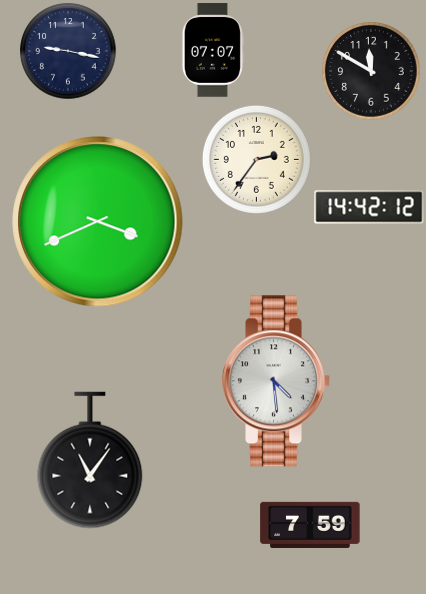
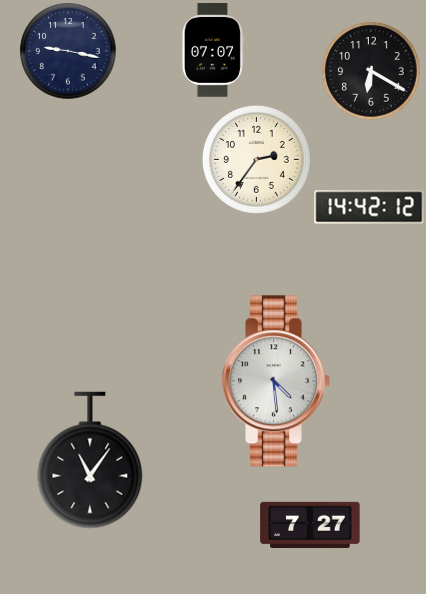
clock at (371, 71): 11:50 -> 6:20
clock at (98, 222): 3:41 -> none
clock at (310, 525): 7:59 -> 7:27
